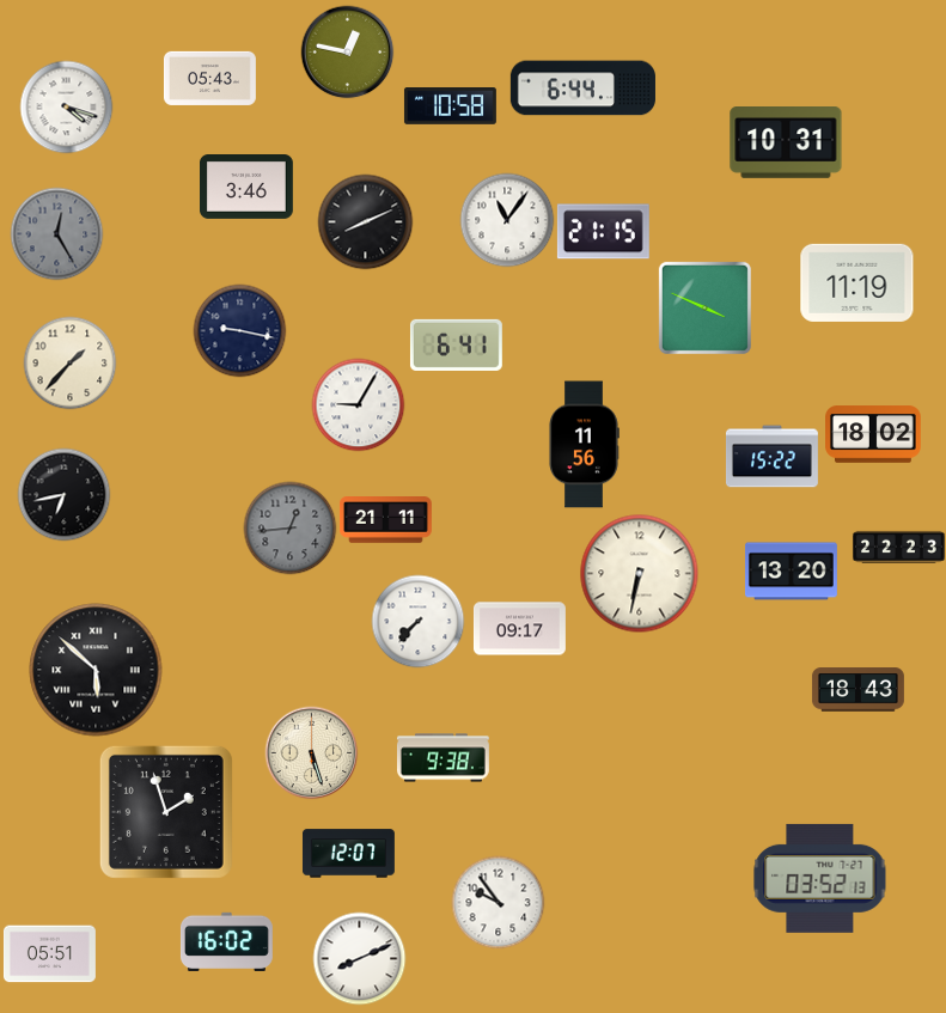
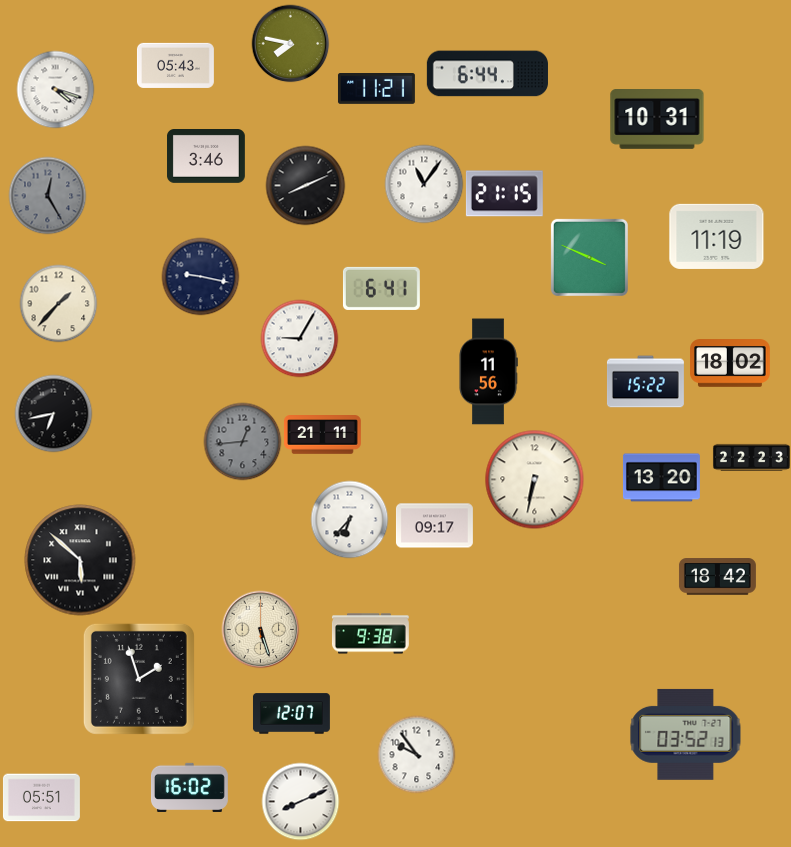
clock at (347, 51): 12:47 -> 7:47
clock at (450, 106): 10:58 -> 11:21
clock at (417, 621): 7:37 -> 6:37
clock at (857, 690): 18:43 -> 18:42
